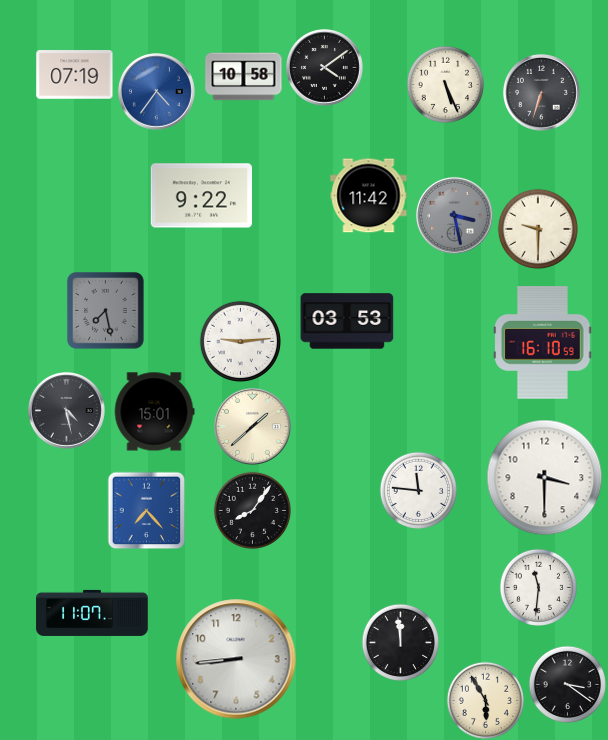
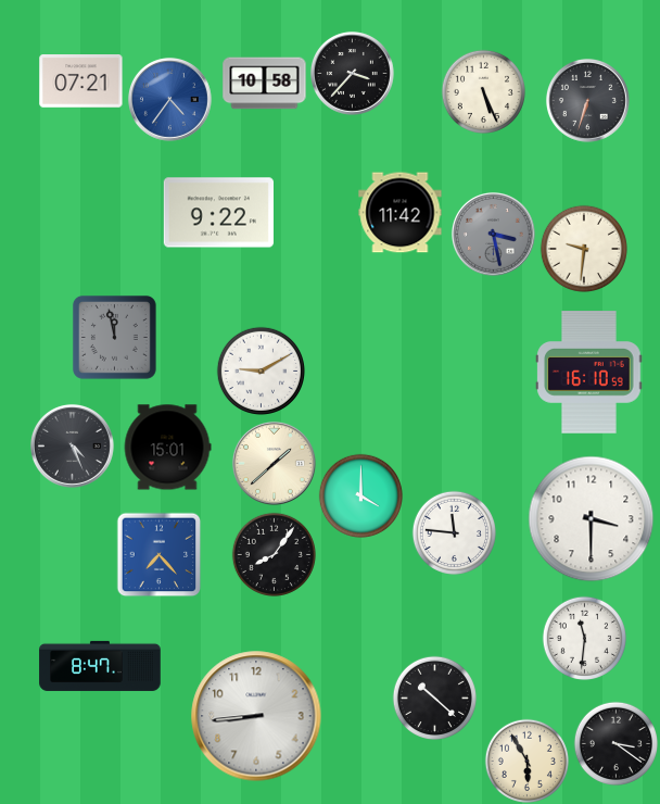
clock at (325, 68): 4:09 -> 3:37
clock at (75, 75): 07:19 -> 07:21
clock at (537, 228): 9:30 -> 9:31
clock at (105, 310): 7:28 -> 11:58
clock at (347, 321): 03:53 -> none
clock at (240, 341): 9:14 -> 9:10
clock at (67, 411): 4:28 -> 4:26
clock at (360, 495): none -> 4:00
clock at (92, 613): 11:07 -> 8:47
clock at (400, 642): 11:59 -> 10:22
